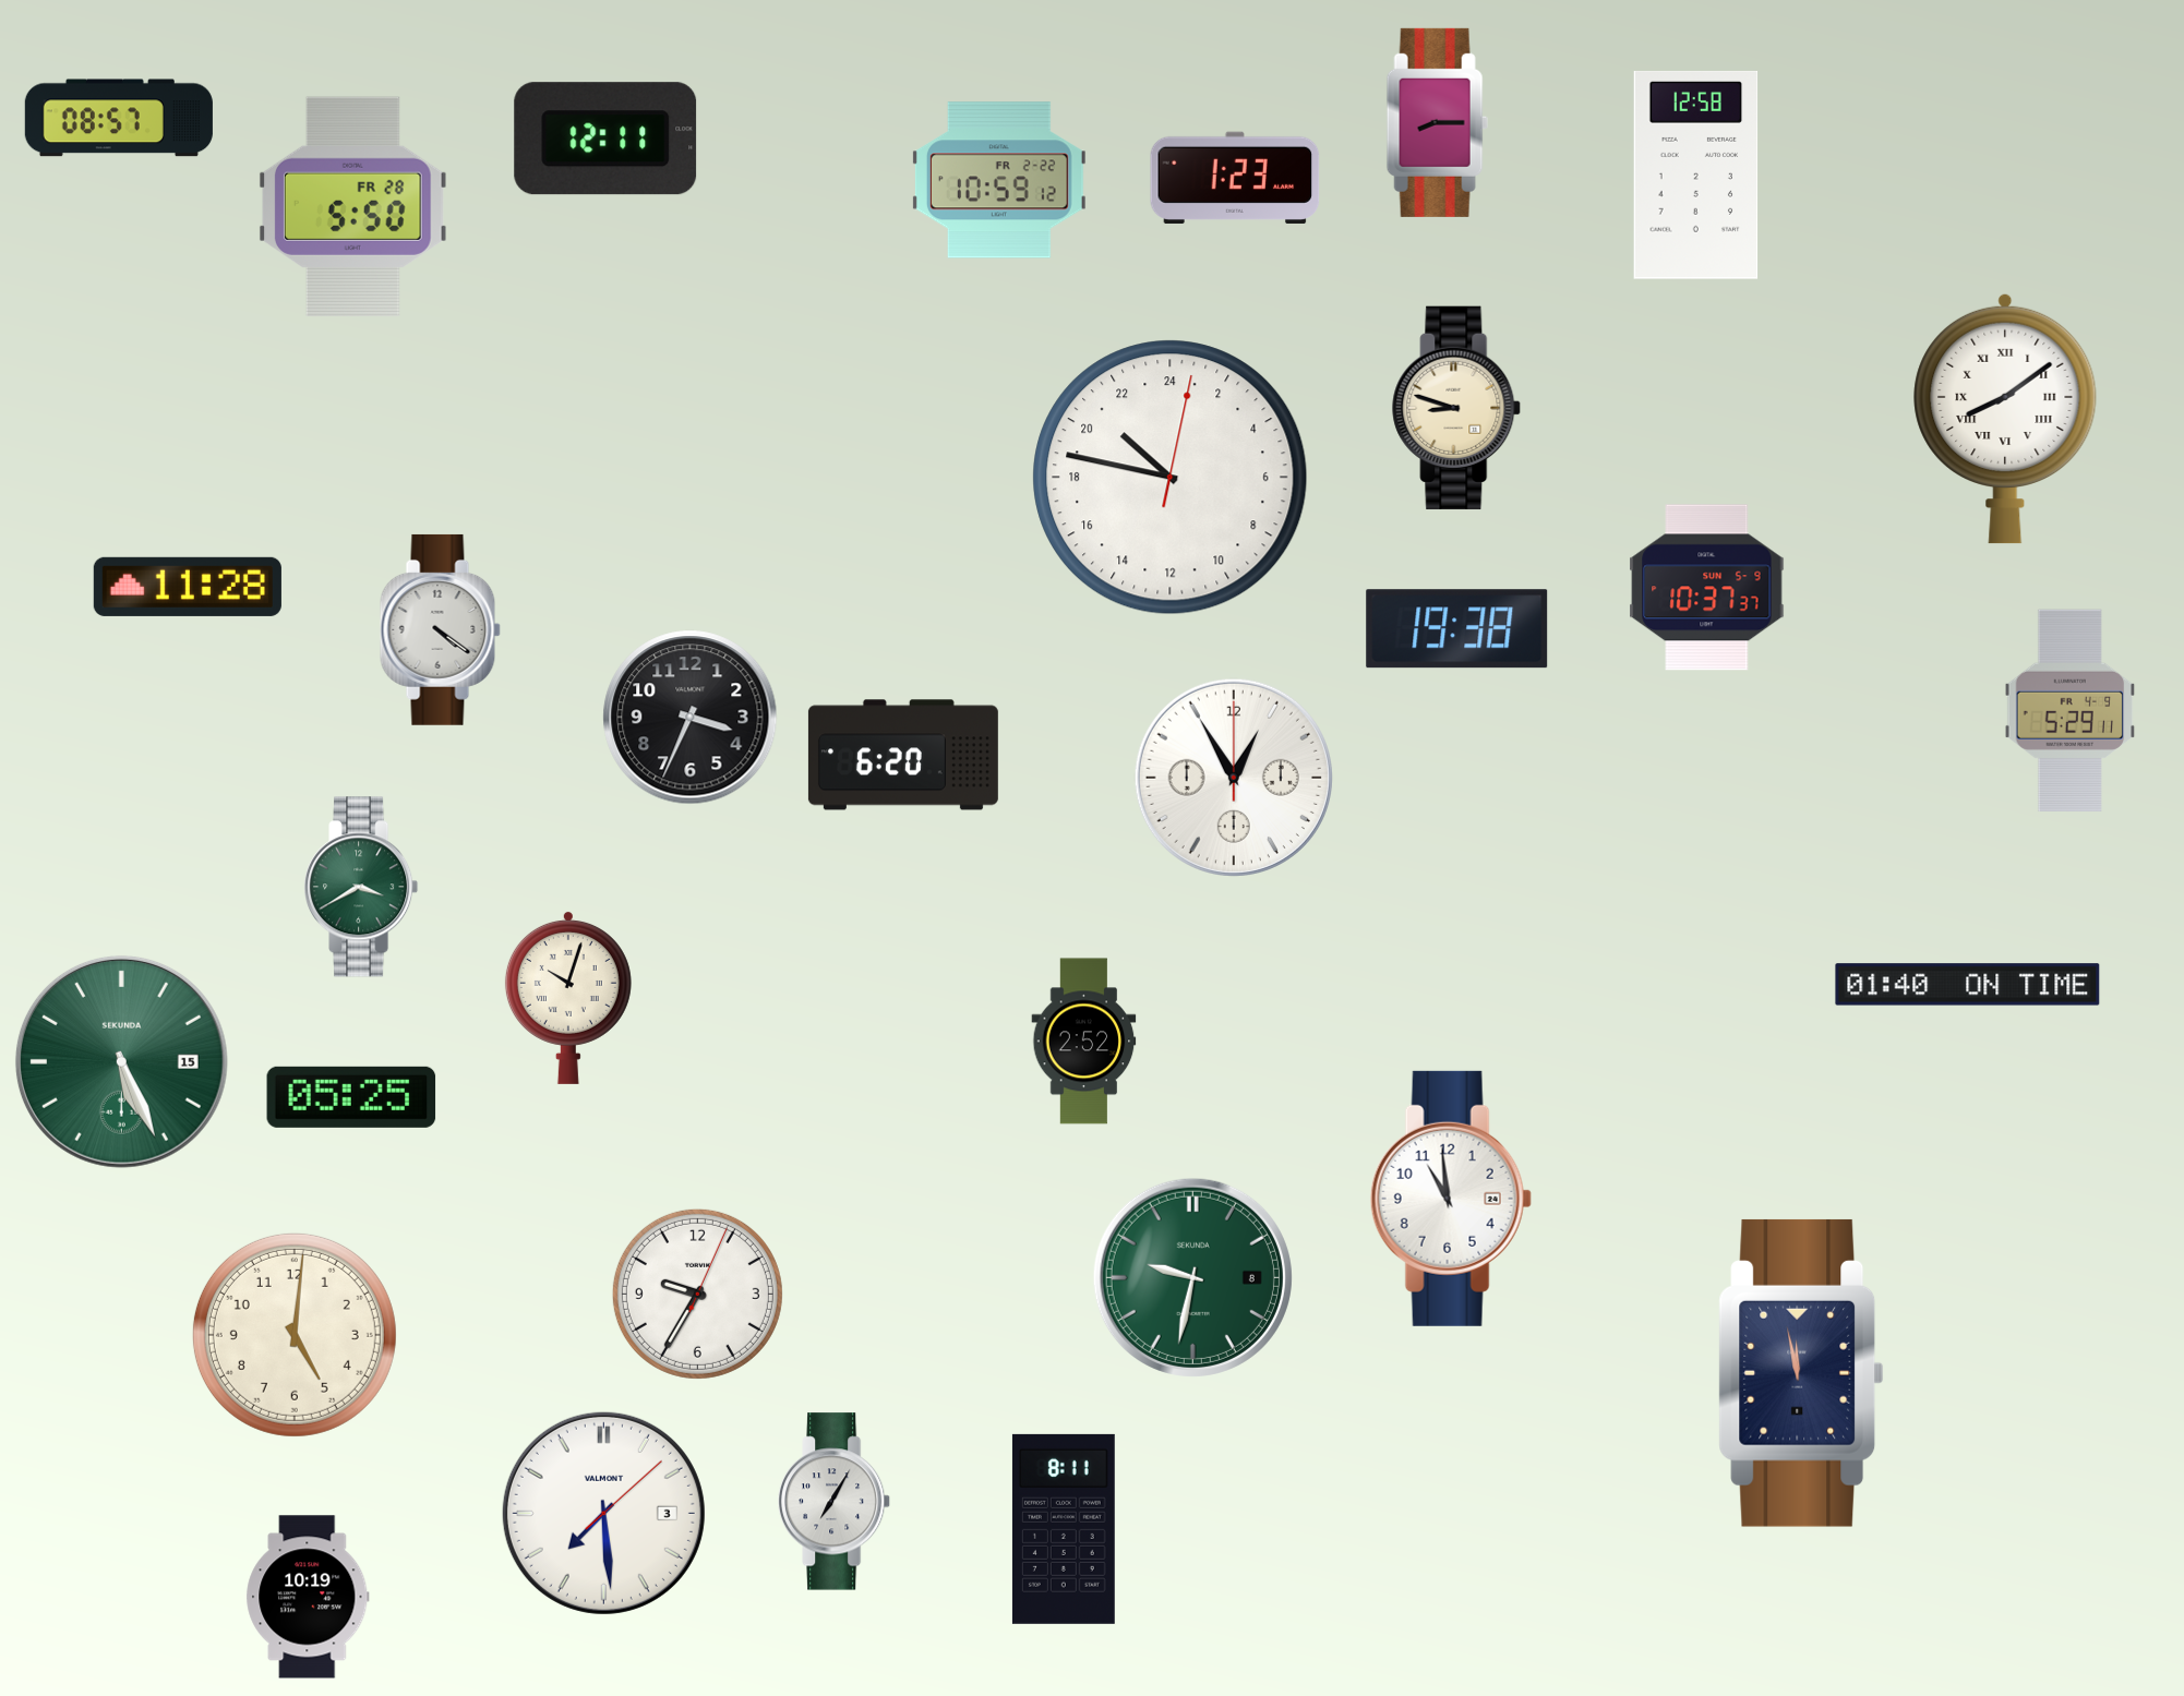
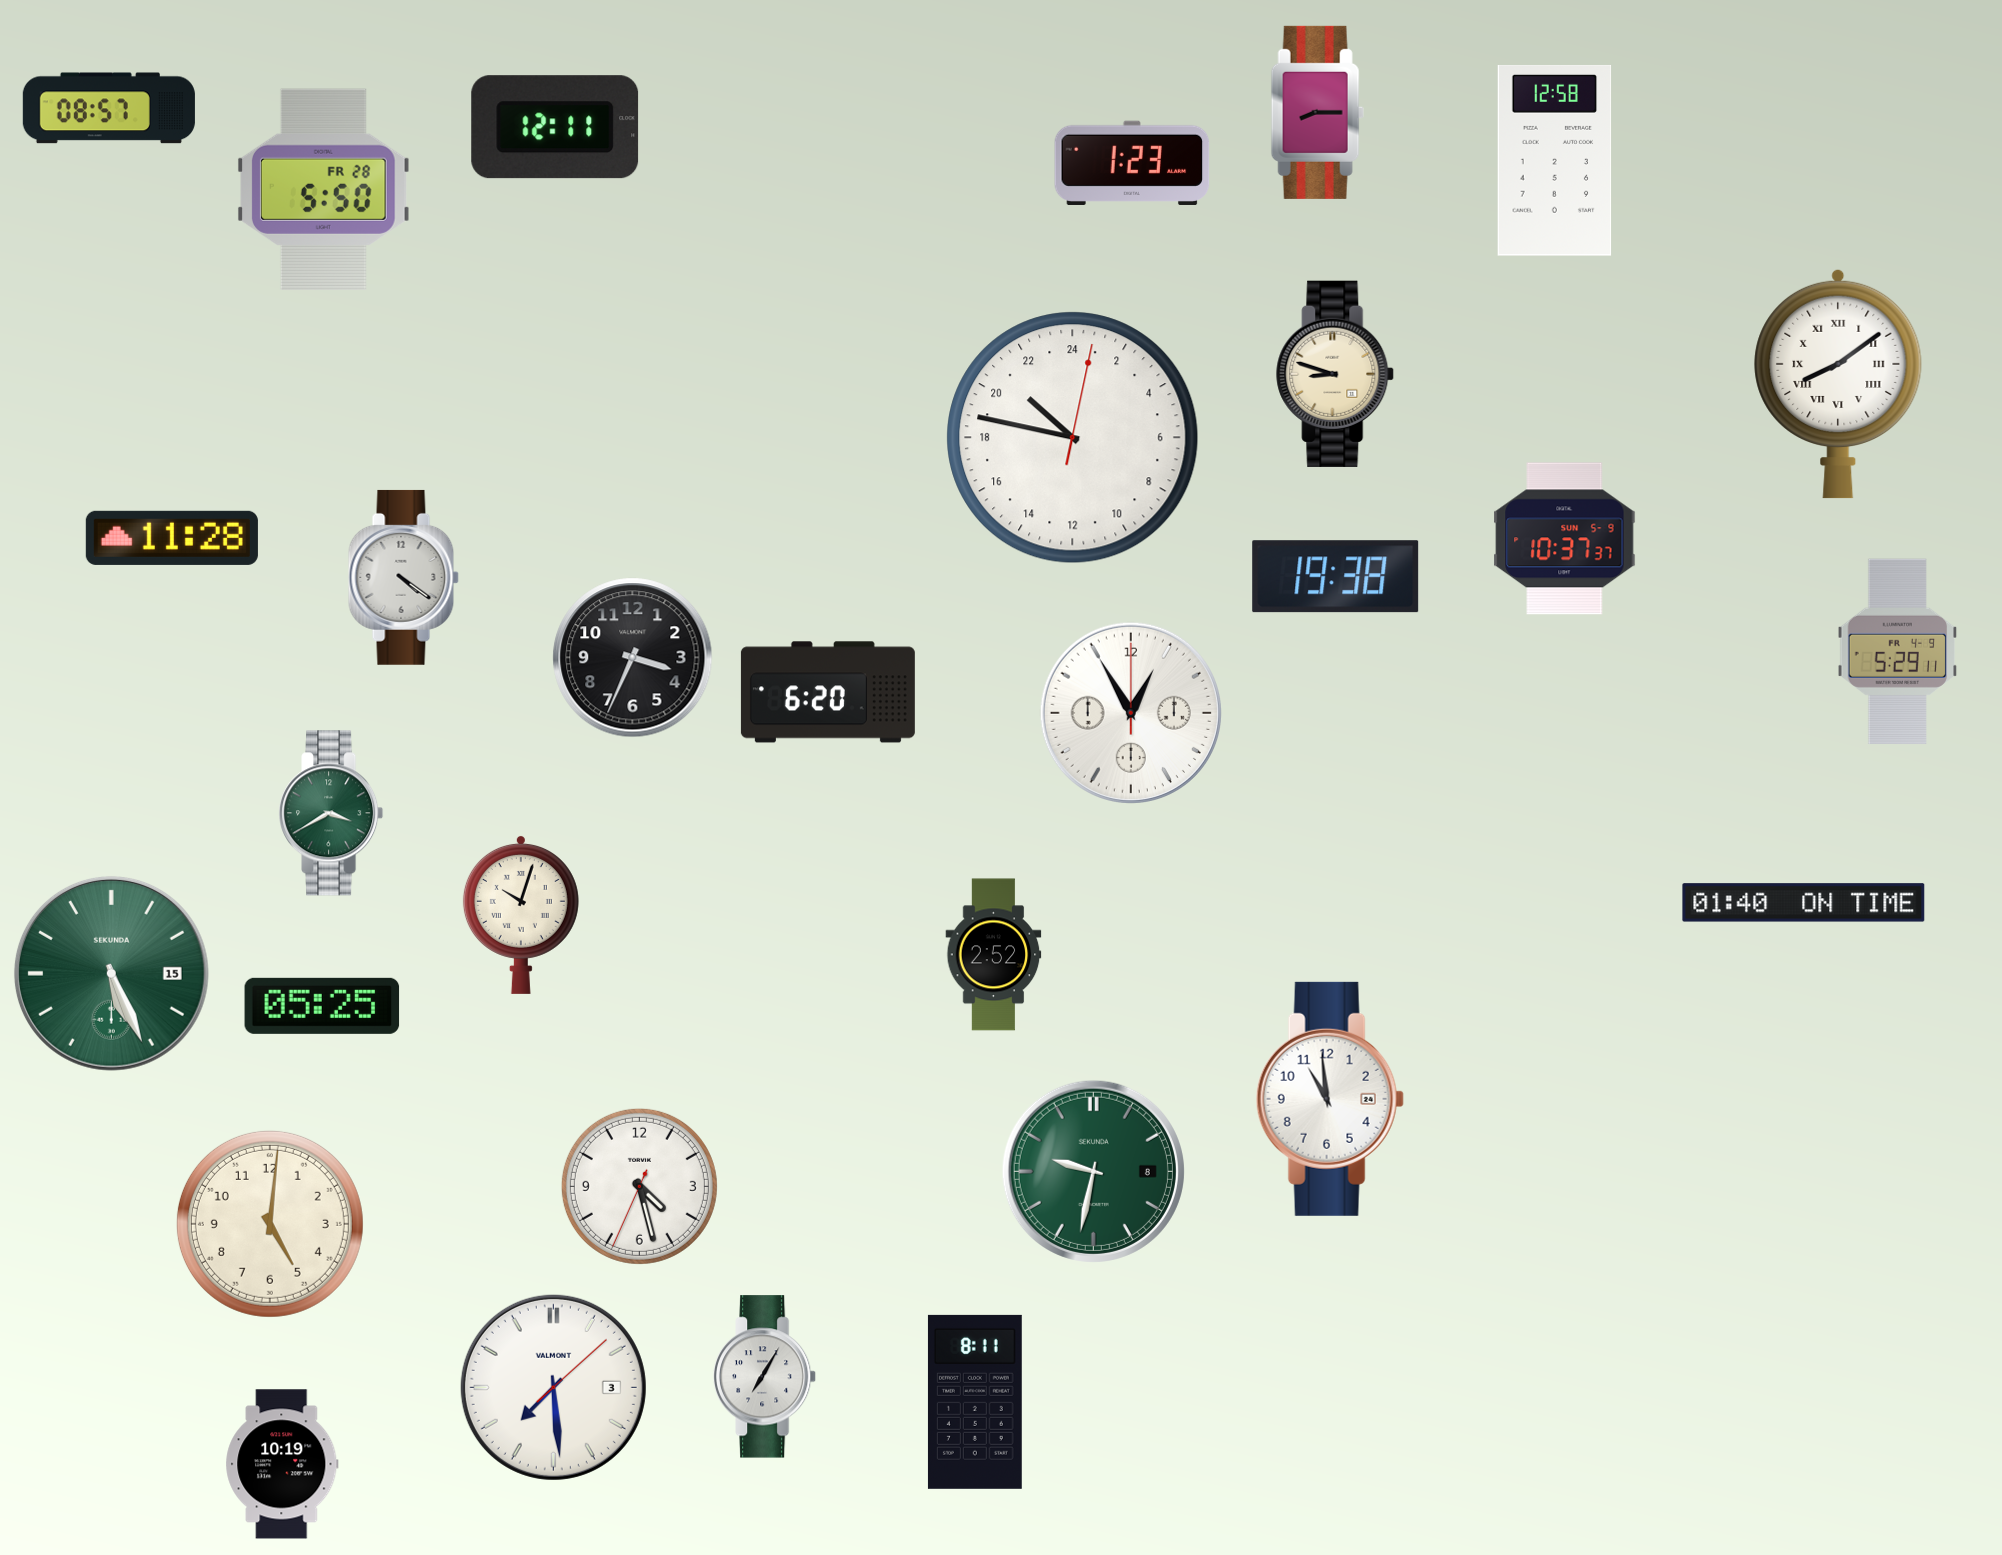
clock at (999, 180): 10:59 -> none
clock at (697, 1294): 9:35 -> 4:27
clock at (1801, 1373): 11:58 -> none
